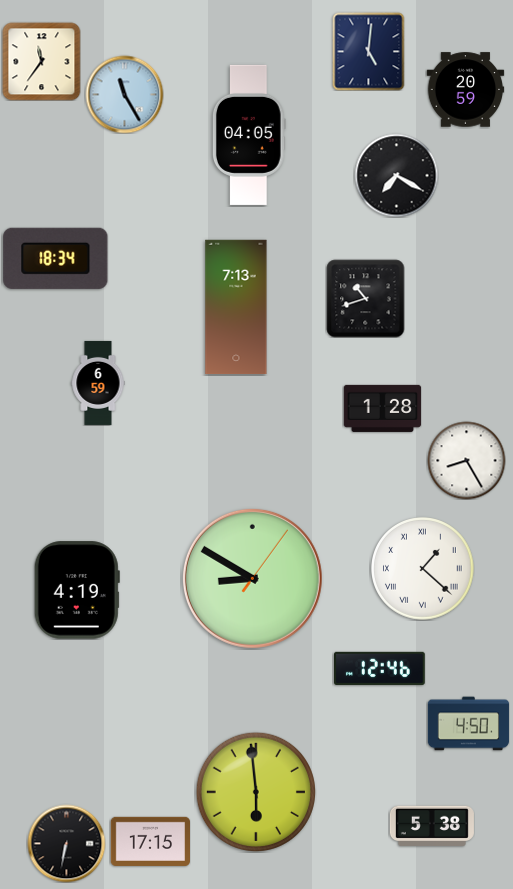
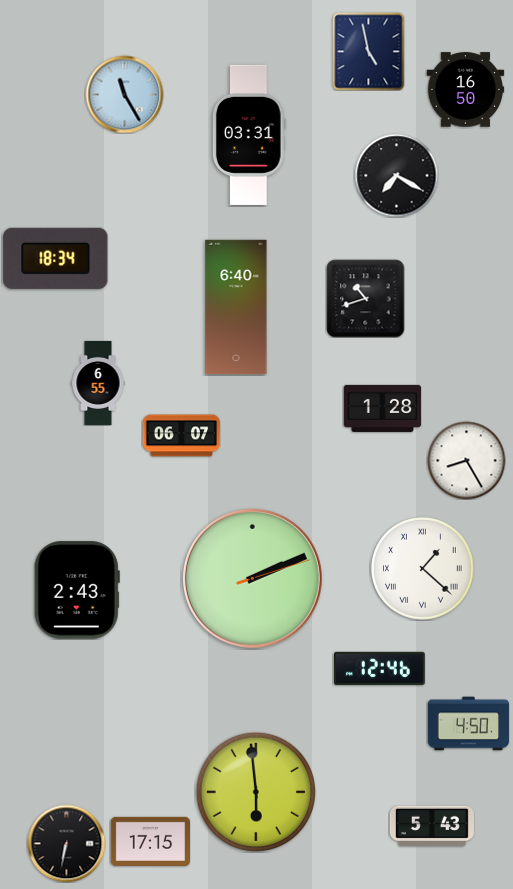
clock at (369, 51): 5:01 -> 4:58
clock at (41, 61): 11:36 -> none
clock at (465, 90): 20:59 -> 16:50
clock at (249, 135): 04:05 -> 03:31
clock at (236, 307): 7:13 -> 6:40
clock at (98, 383): 6:59 -> 6:55
clock at (181, 436): none -> 06:07
clock at (252, 578): 8:50 -> 2:11
clock at (77, 590): 4:19 -> 2:43
clock at (432, 826): 5:38 -> 5:43
